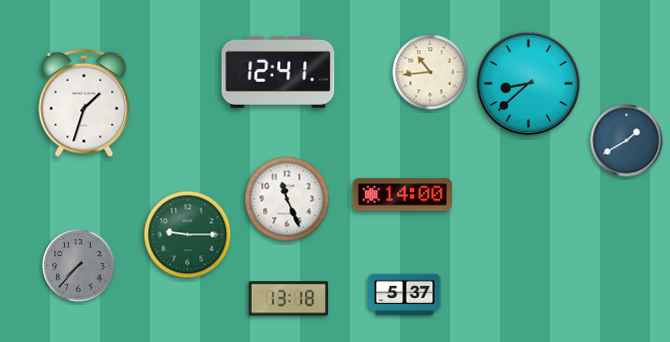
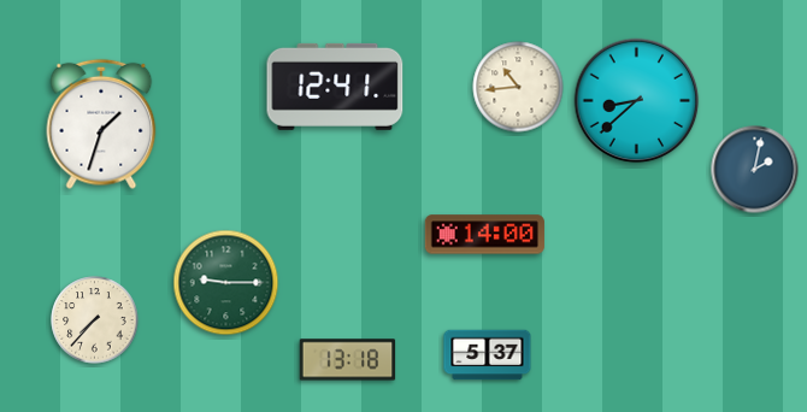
clock at (627, 141): 1:40 -> 2:02
clock at (287, 199): 11:26 -> none
clock at (79, 266) dial: grey -> cream
